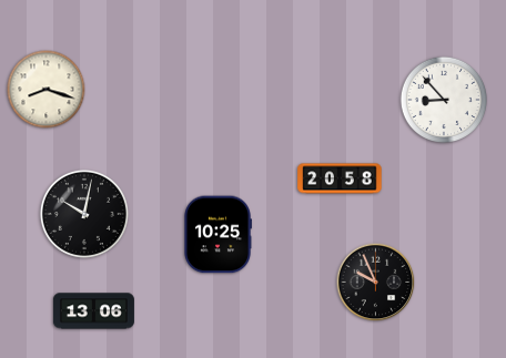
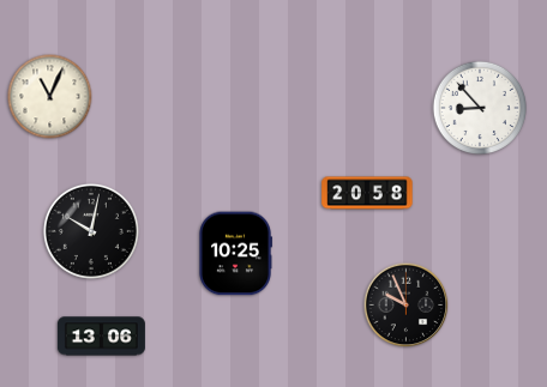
clock at (47, 90): 8:18 -> 11:04
